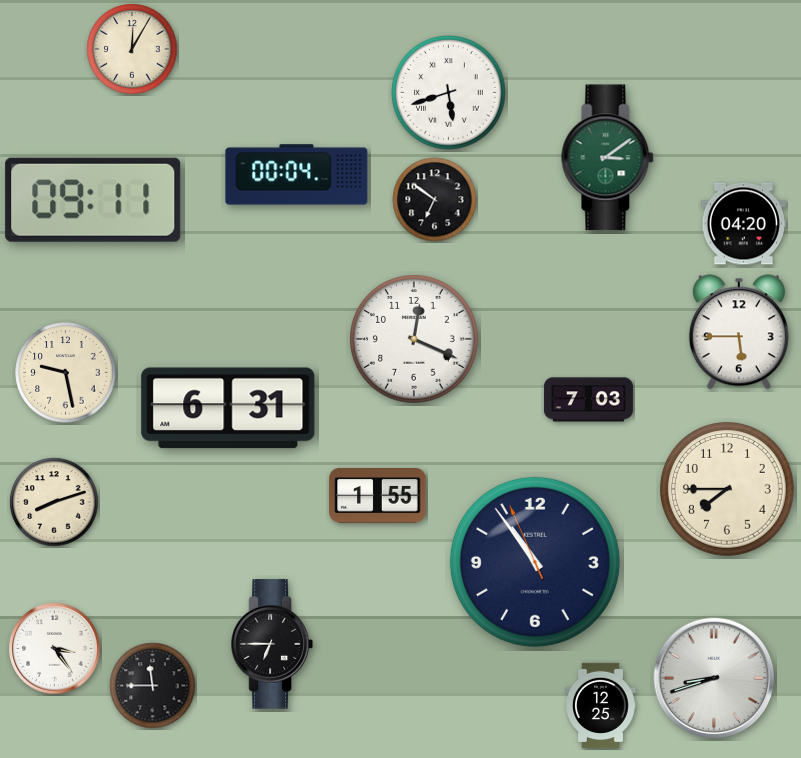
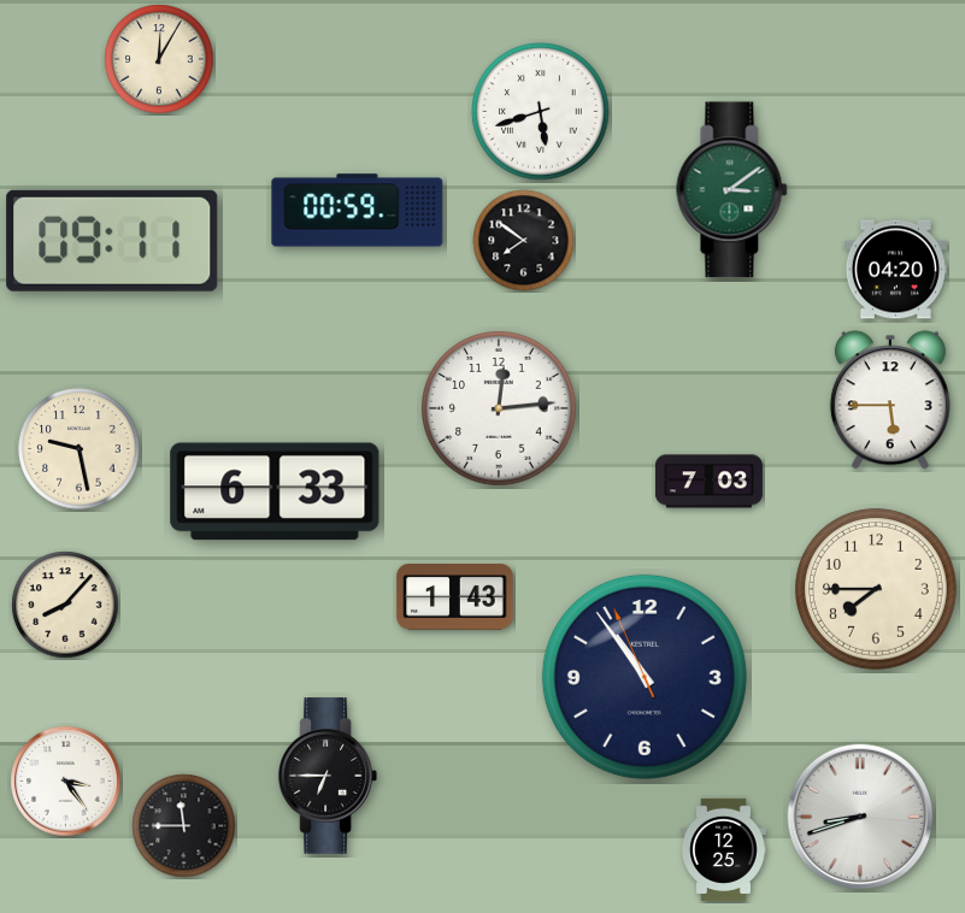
clock at (297, 175): 00:04 -> 00:59
clock at (435, 200): 6:51 -> 7:51
clock at (415, 340): 12:19 -> 12:14
clock at (228, 408): 6:31 -> 6:33
clock at (378, 496): 1:55 -> 1:43
clock at (54, 502): 8:12 -> 8:07
